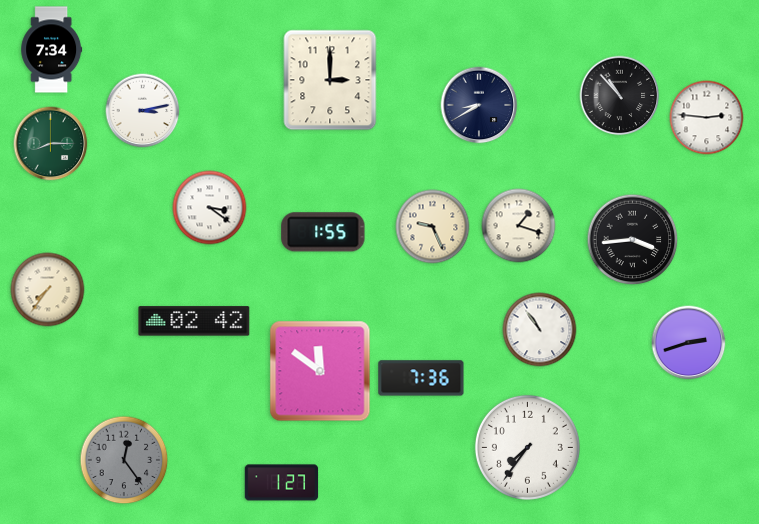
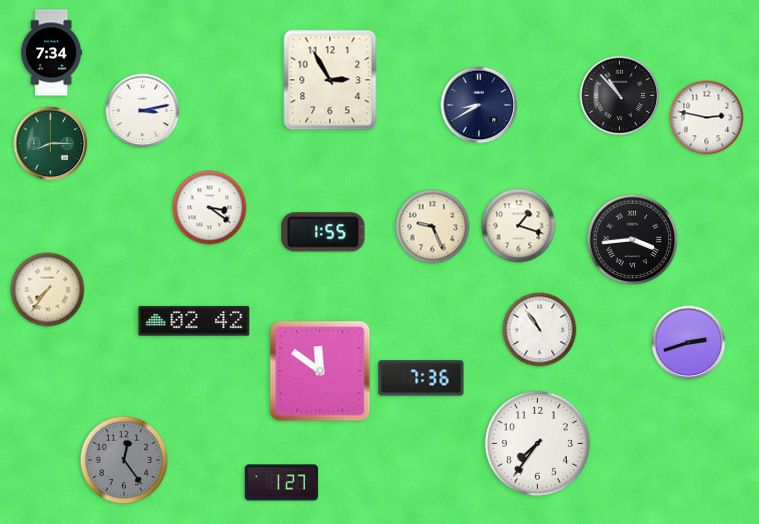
clock at (52, 50) position: (52, 50) -> (52, 53)
clock at (330, 80): 3:00 -> 2:55
clock at (707, 118): 2:46 -> 2:47
clock at (527, 447) position: (527, 447) -> (537, 443)
